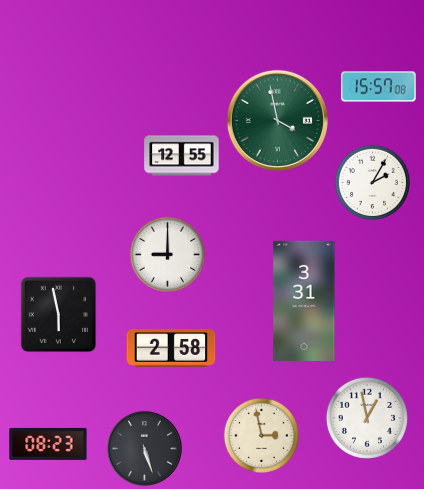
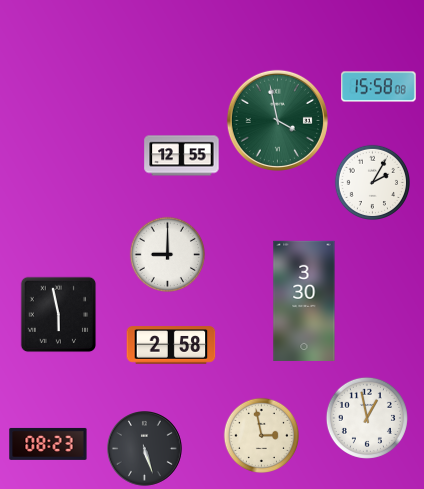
clock at (379, 87): 15:57 -> 15:58
clock at (304, 301): 3:31 -> 3:30
clock at (171, 348) position: (171, 348) -> (171, 345)
